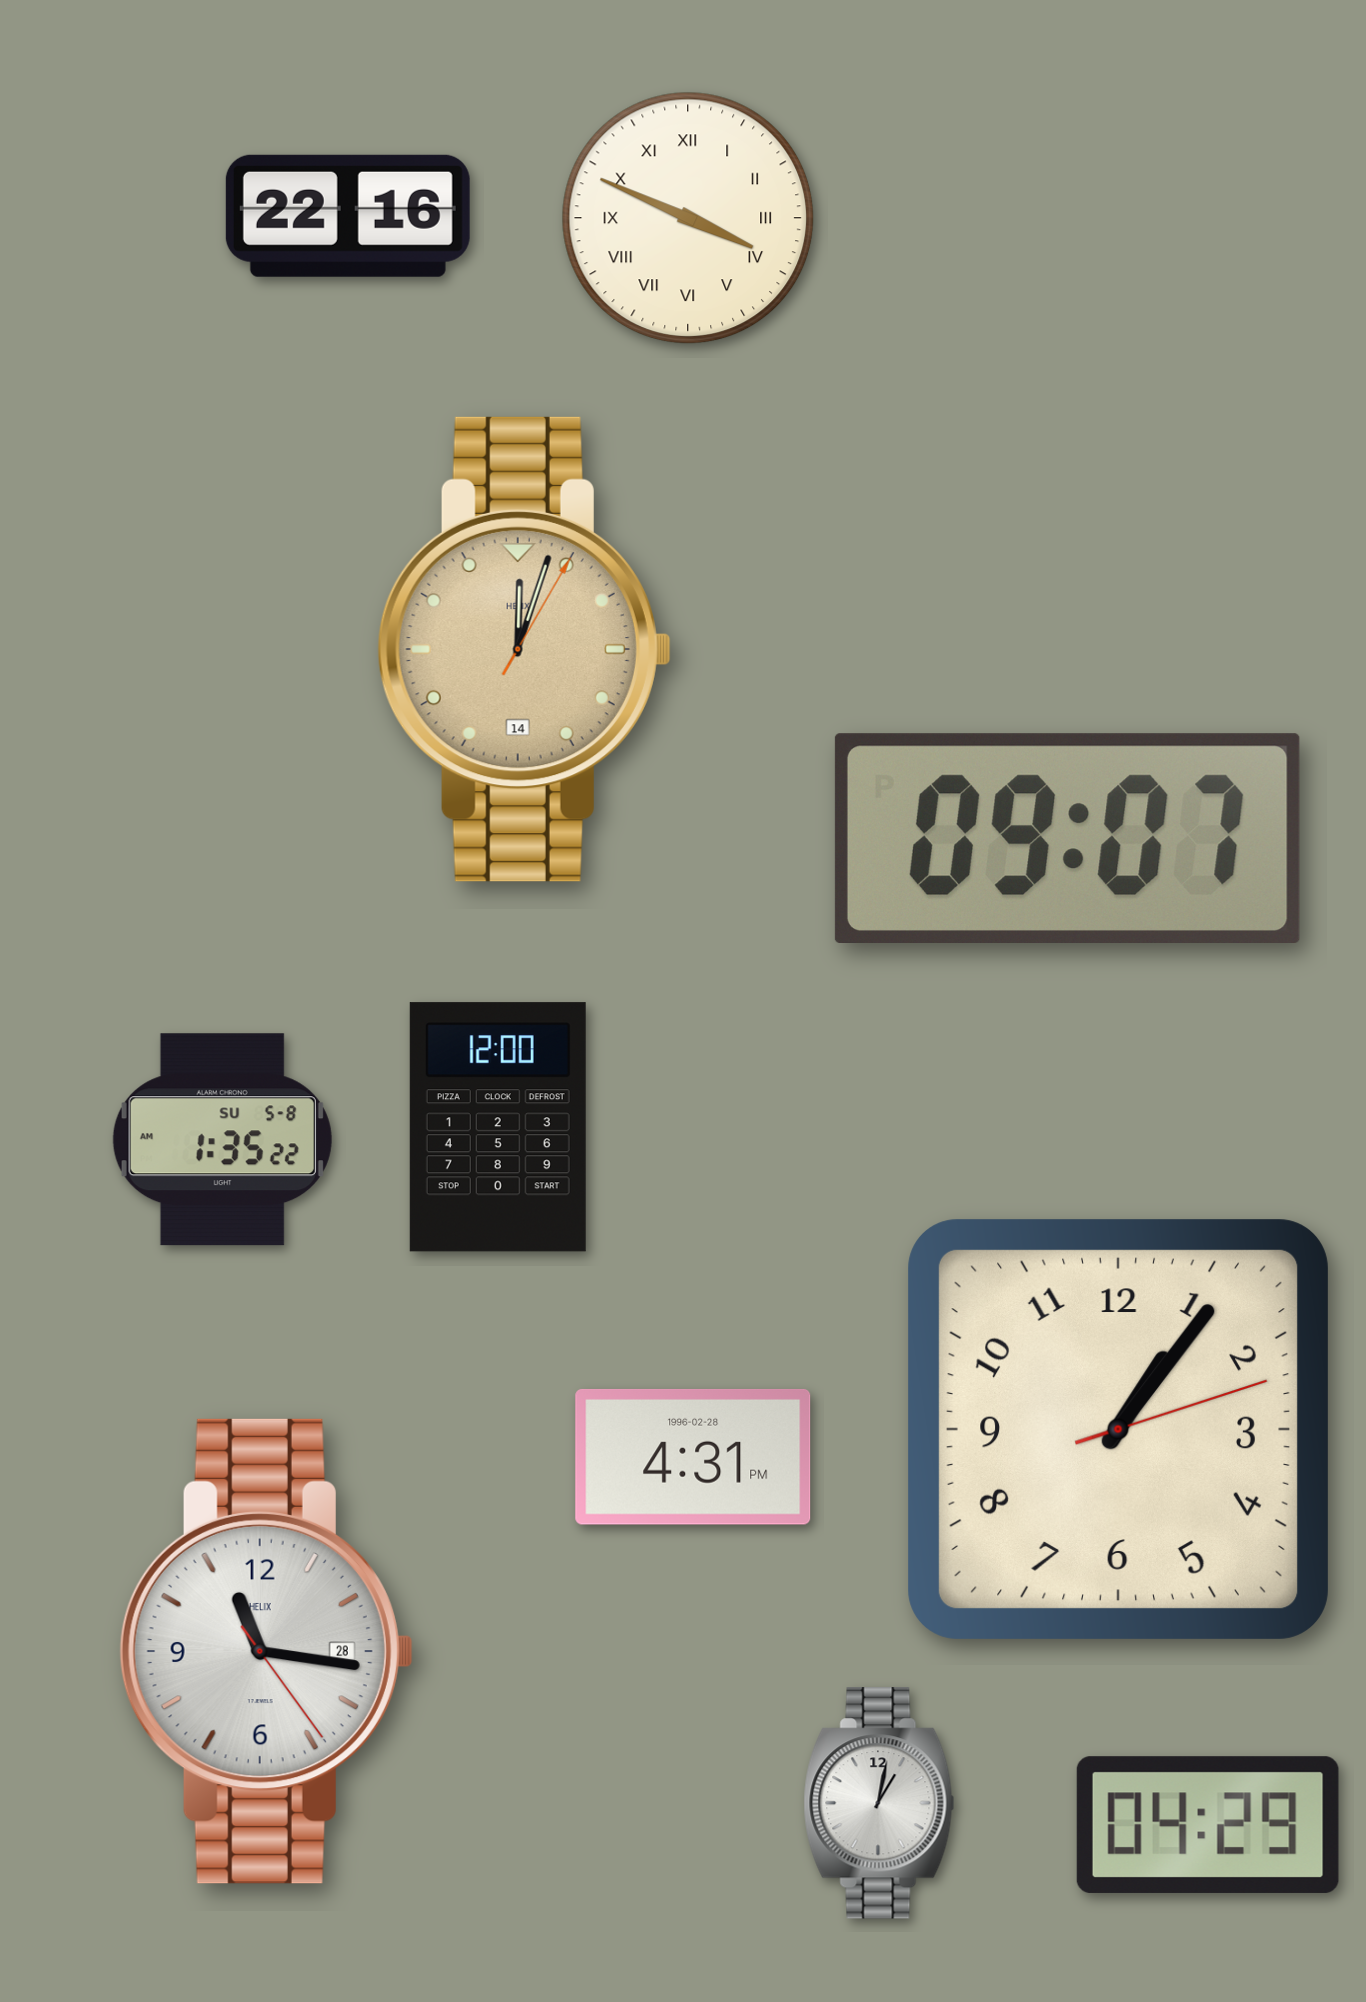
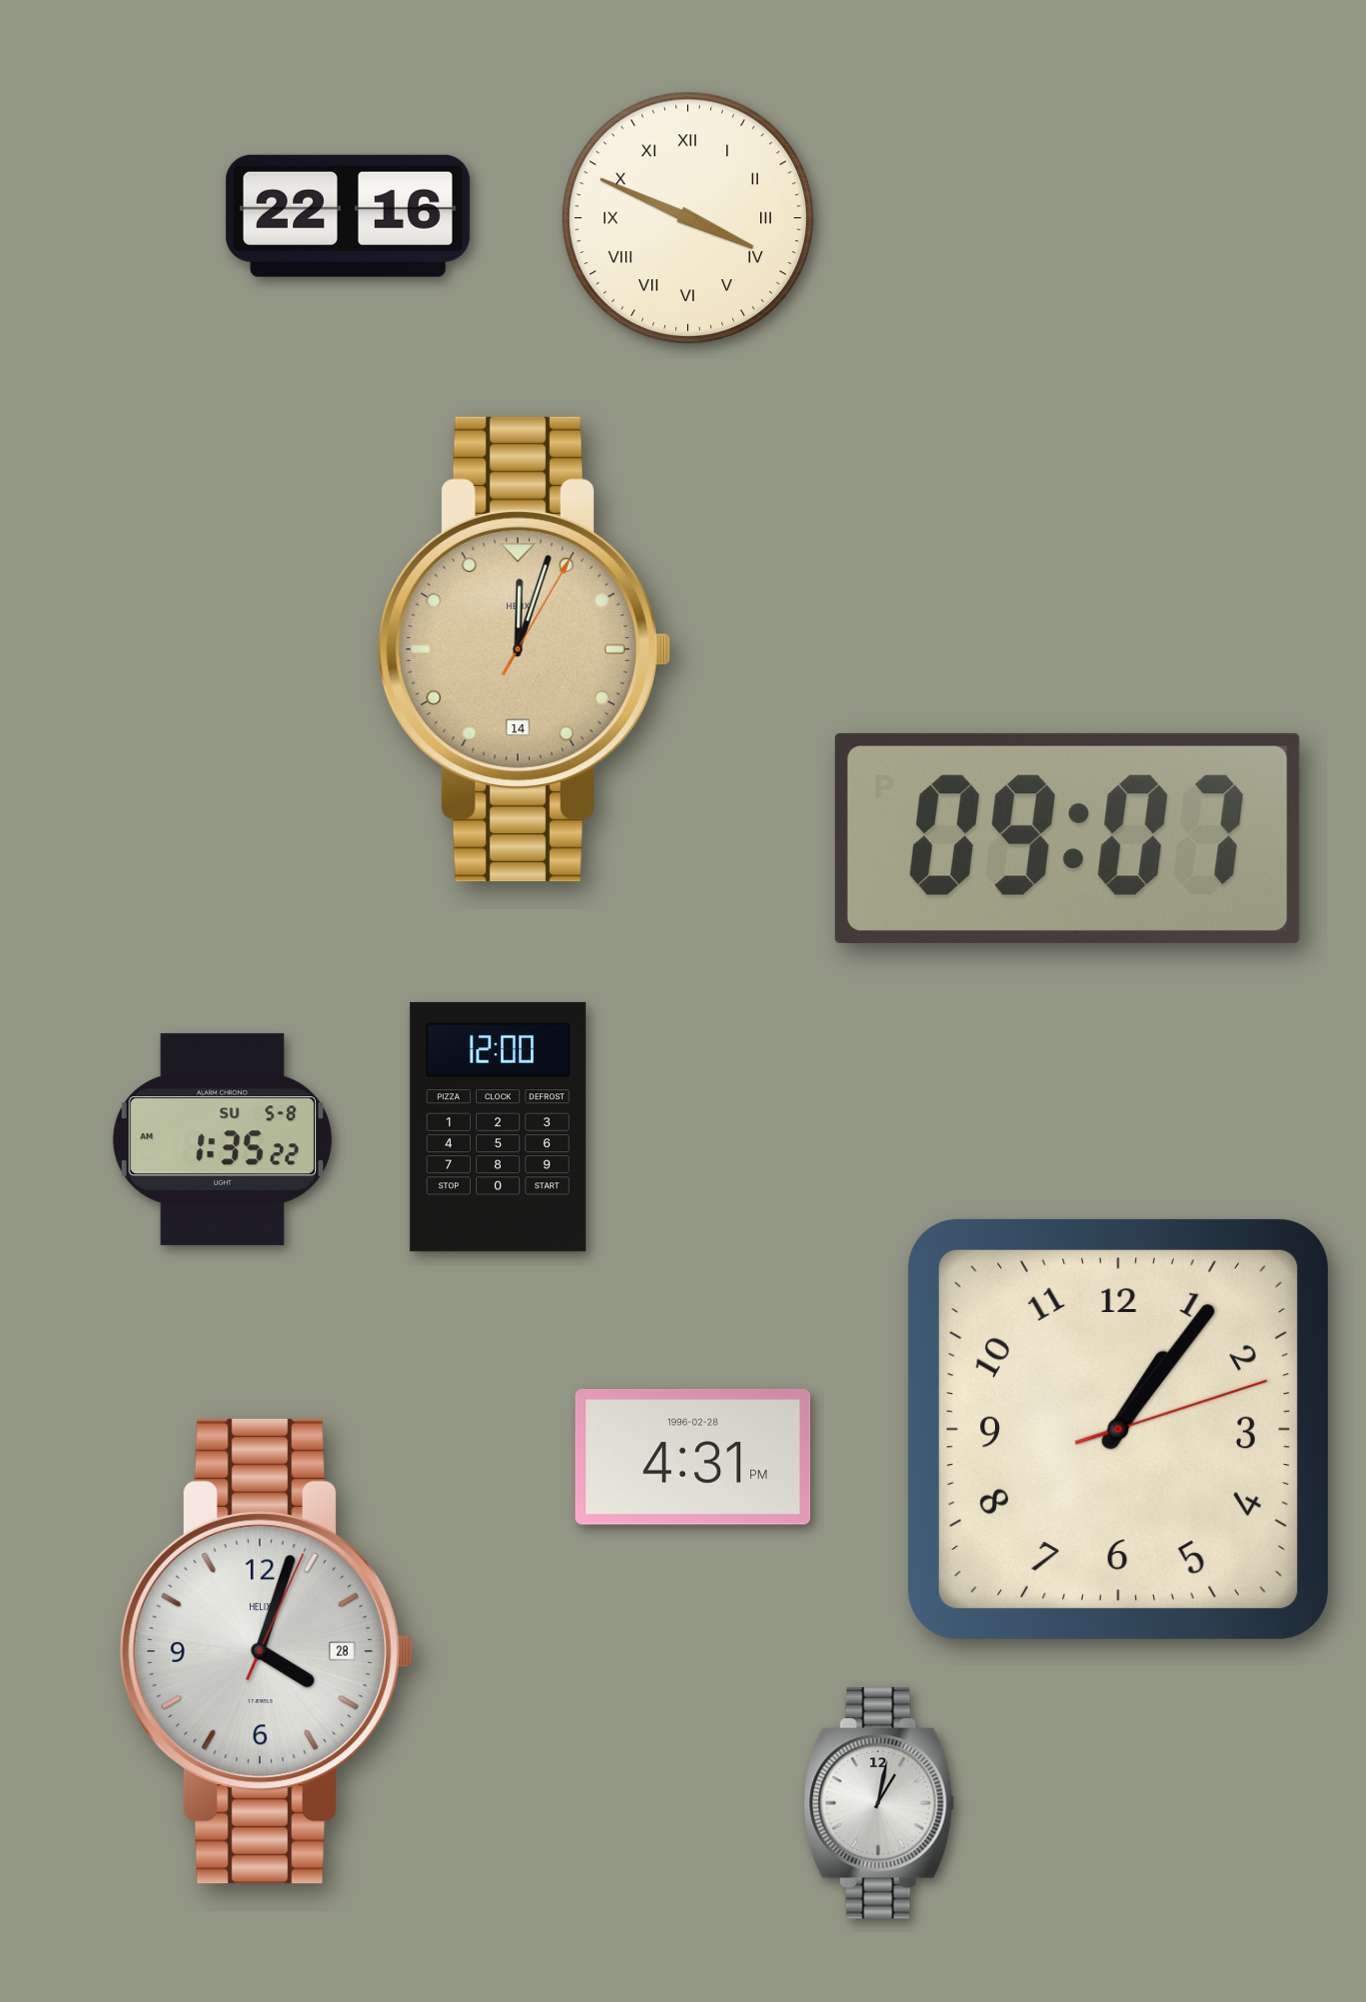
clock at (266, 1651): 11:16 -> 4:03
clock at (1208, 1825): 04:29 -> none
